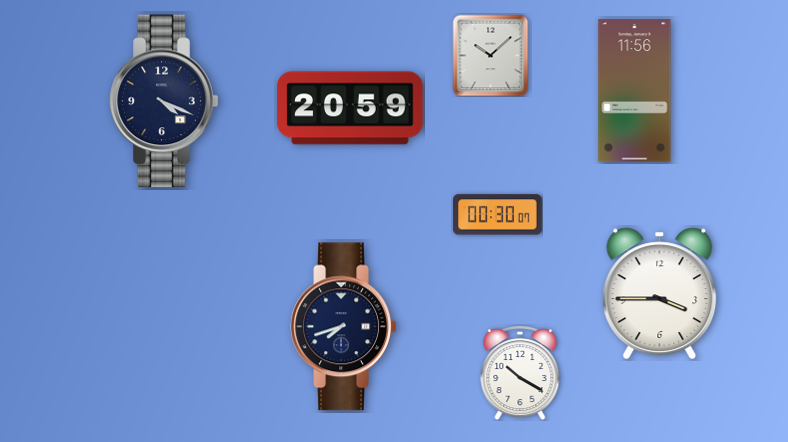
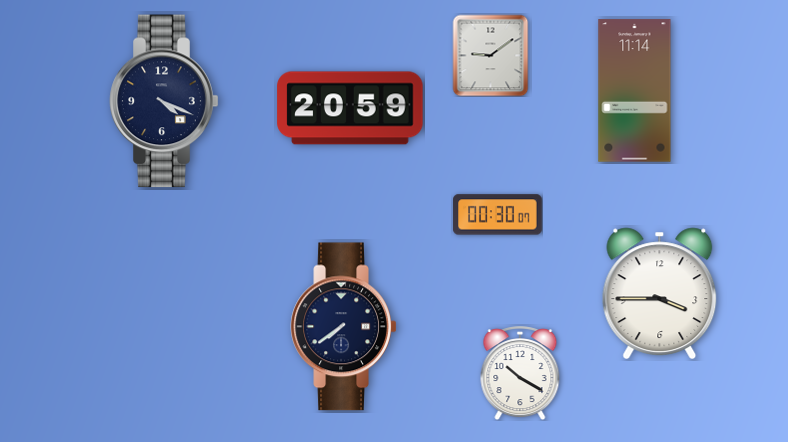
clock at (491, 55): 10:08 -> 9:09
clock at (635, 91): 11:56 -> 11:14
clock at (344, 327): 7:42 -> 7:39
